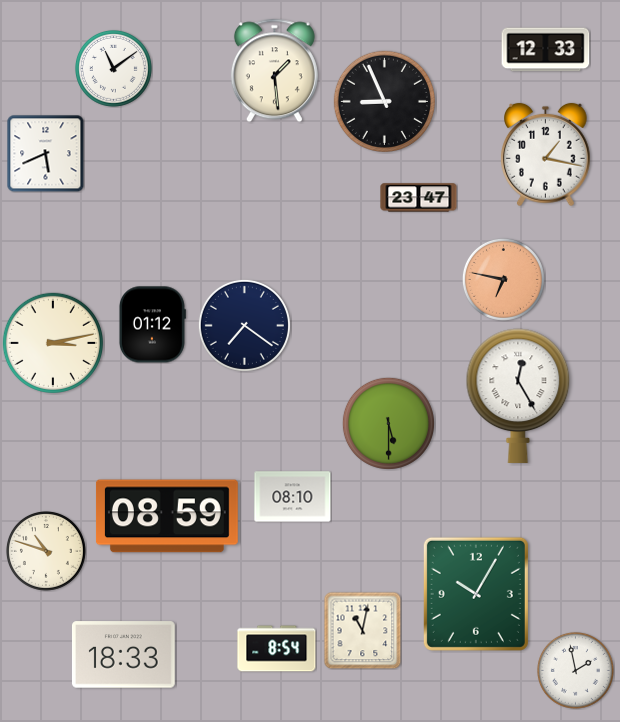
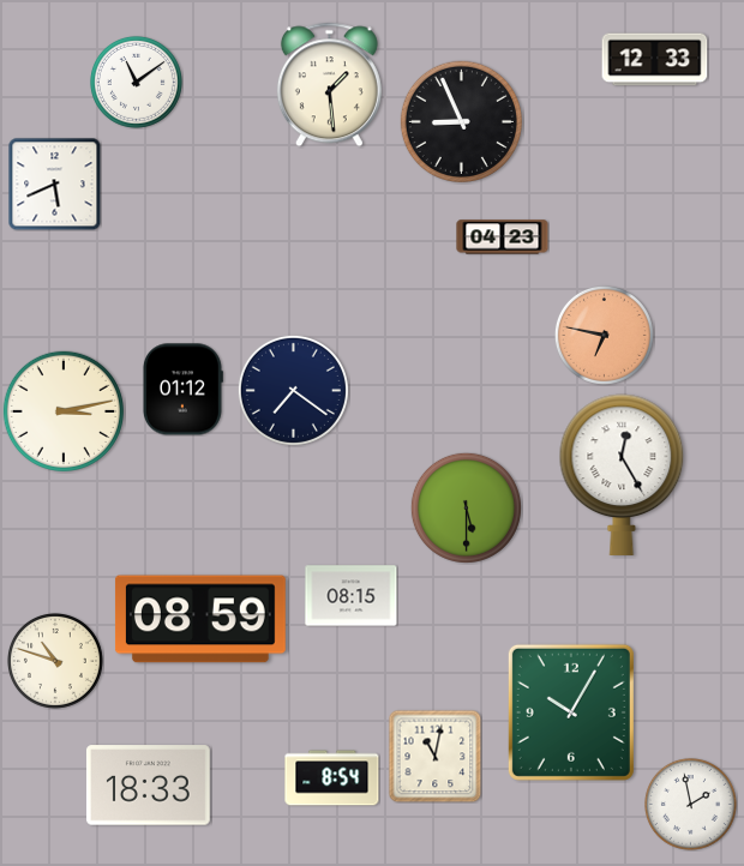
clock at (546, 155): 1:17 -> none
clock at (419, 198): 23:47 -> 04:23
clock at (293, 497): 08:10 -> 08:15
